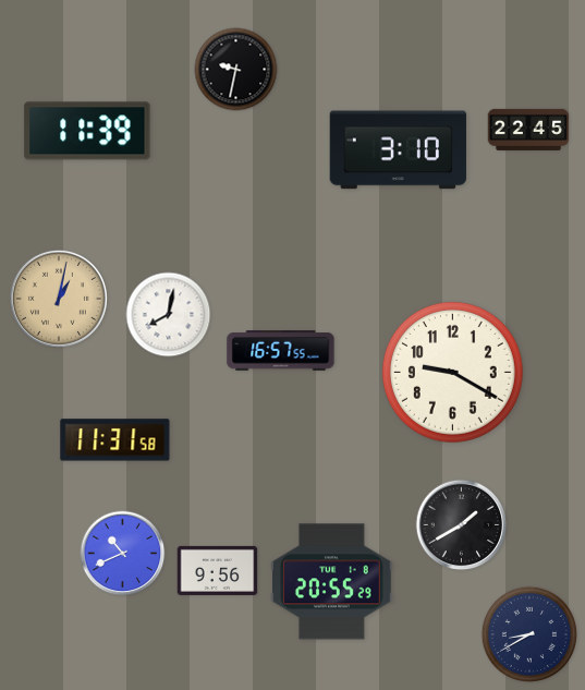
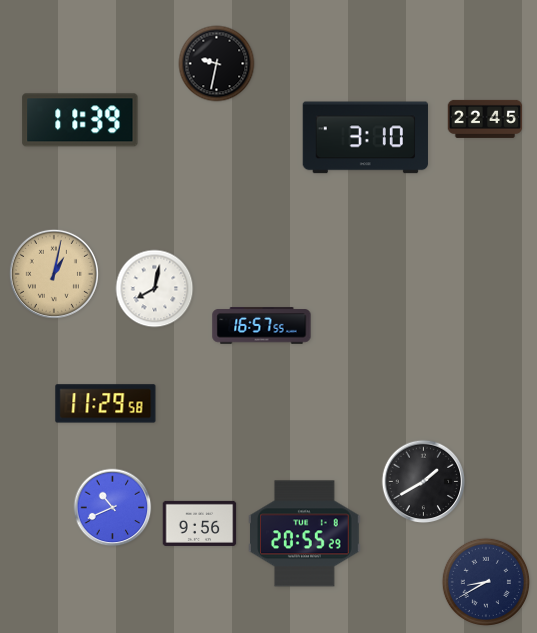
clock at (281, 351) position: (281, 351) -> (262, 326)
clock at (452, 372): 9:20 -> none
clock at (115, 440): 11:31 -> 11:29
